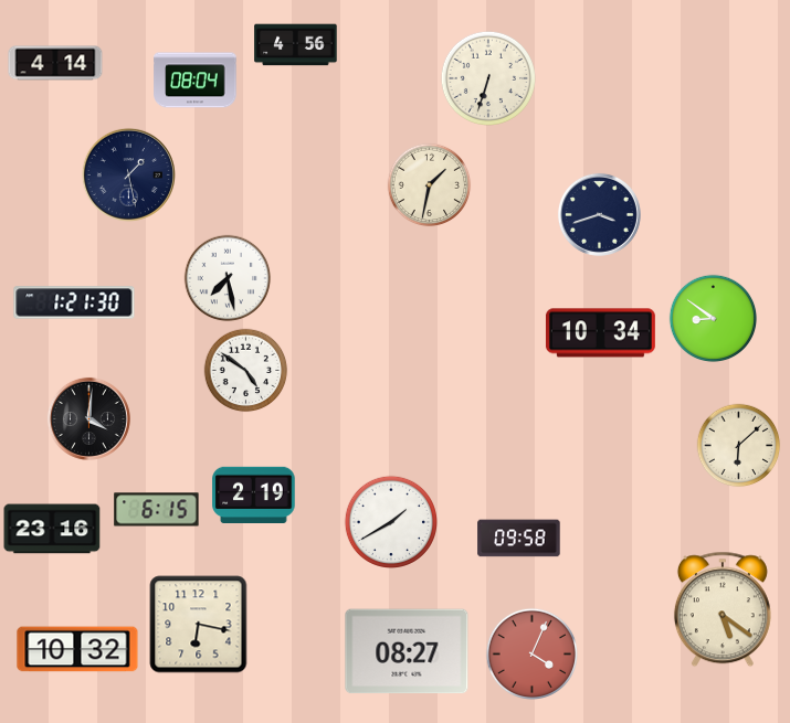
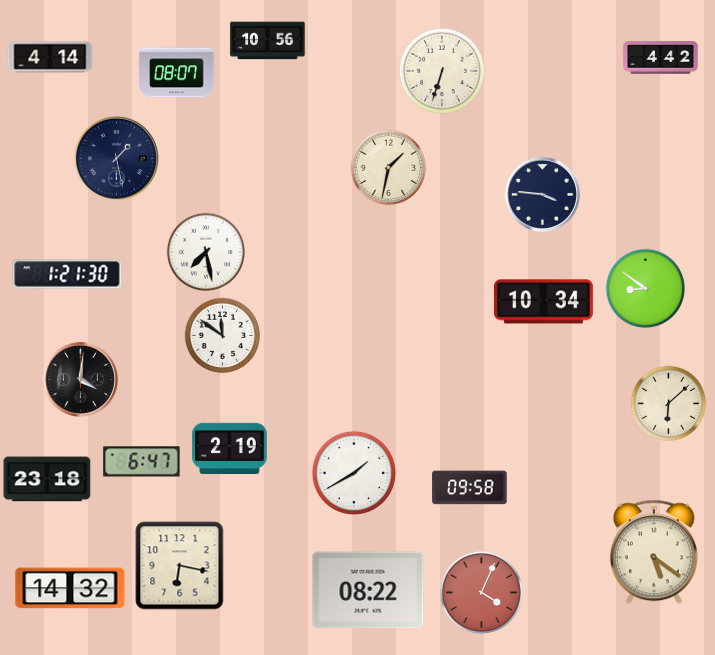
clock at (296, 45): 4:56 -> 10:56
clock at (661, 58): none -> 4:42
clock at (196, 81): 08:04 -> 08:07
clock at (599, 214): 3:42 -> 3:46
clock at (246, 371): 4:51 -> 11:51
clock at (157, 510): 6:15 -> 6:47
clock at (52, 529): 23:16 -> 23:18
clock at (77, 649): 10:32 -> 14:32
clock at (407, 651): 08:27 -> 08:22
